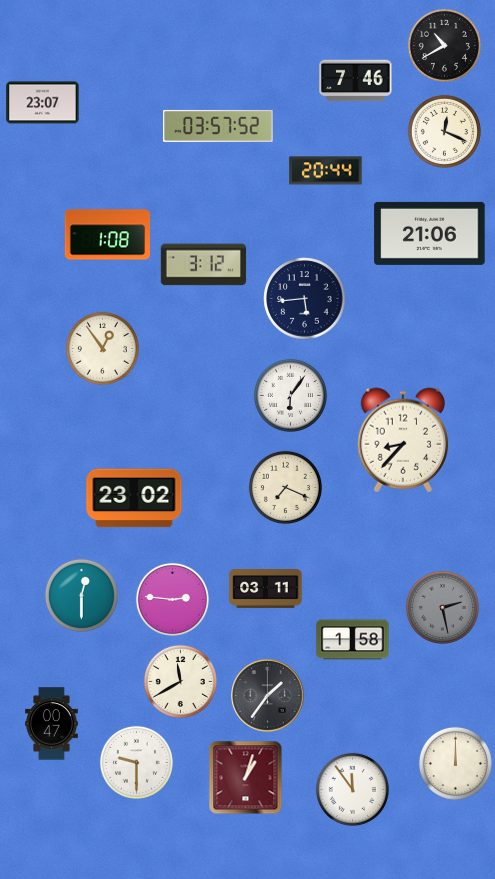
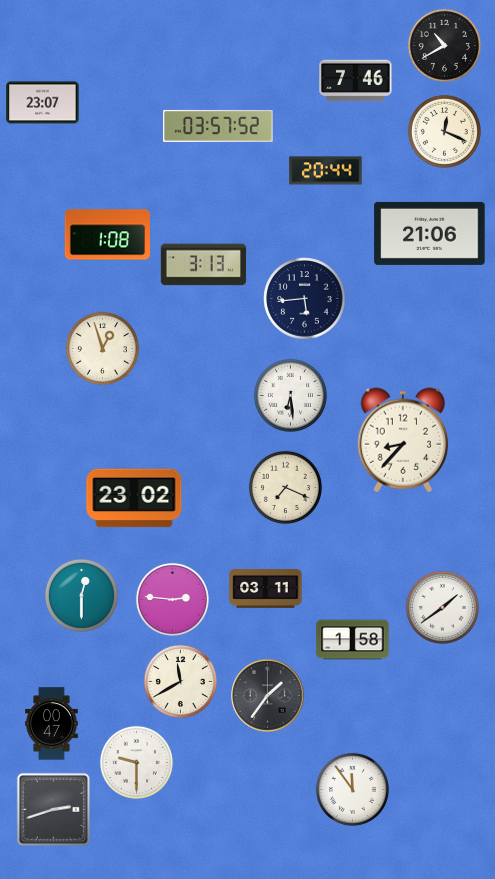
clock at (204, 265): 3:12 -> 3:13
clock at (102, 348): 12:54 -> 12:57
clock at (290, 395): 6:06 -> 6:29
clock at (442, 607): 2:28 -> 1:39
clock at (442, 607) dial: grey -> white
clock at (455, 763): 12:00 -> none
clock at (246, 778): 1:03 -> none
clock at (53, 809): none -> 2:42
